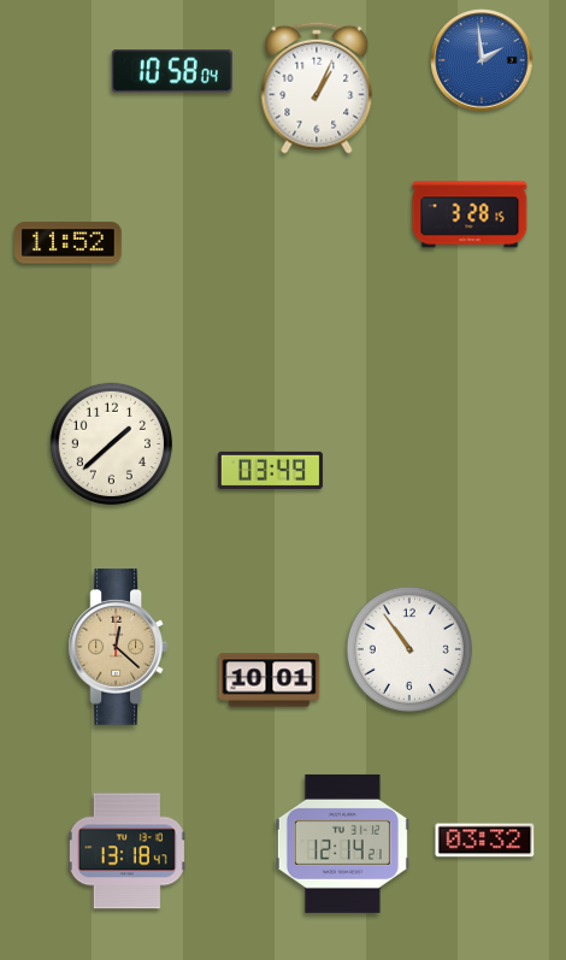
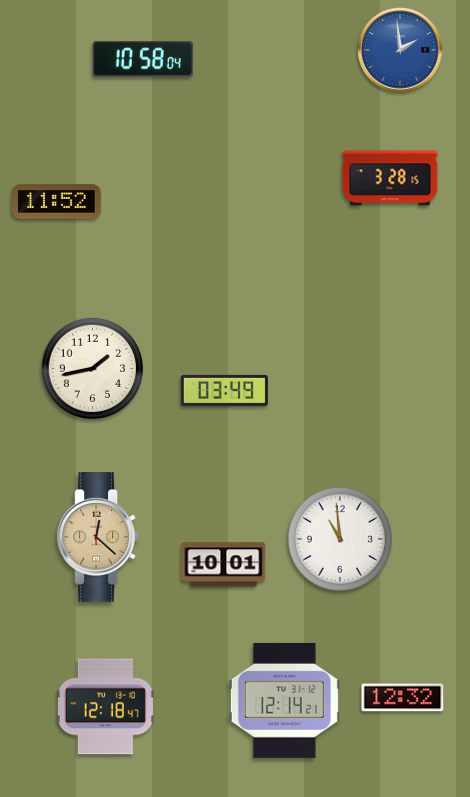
clock at (317, 88): 1:04 -> none
clock at (111, 443): 1:38 -> 1:43
clock at (409, 649): 10:54 -> 10:59
clock at (485, 841): 03:32 -> 12:32
clock at (126, 852): 13:18 -> 12:18
